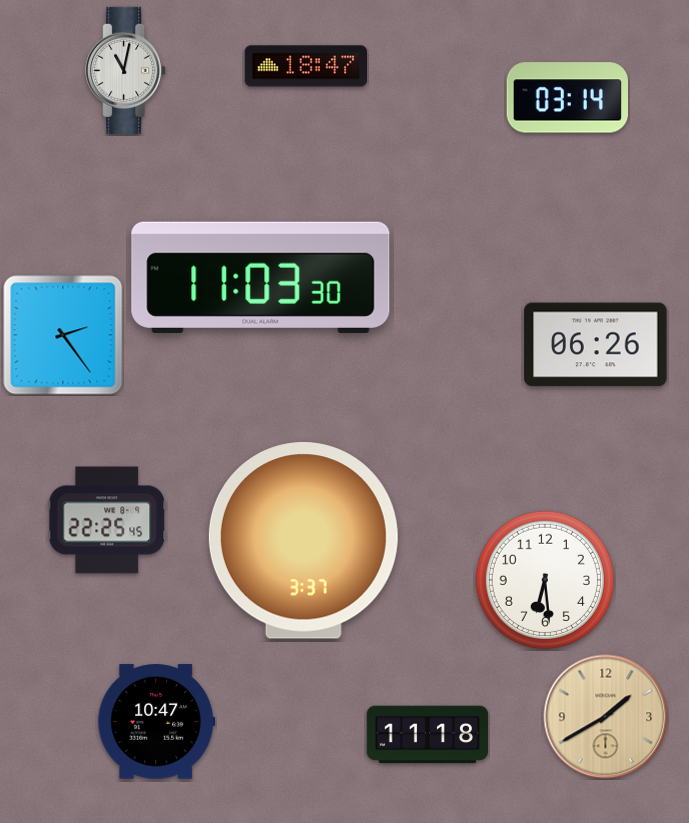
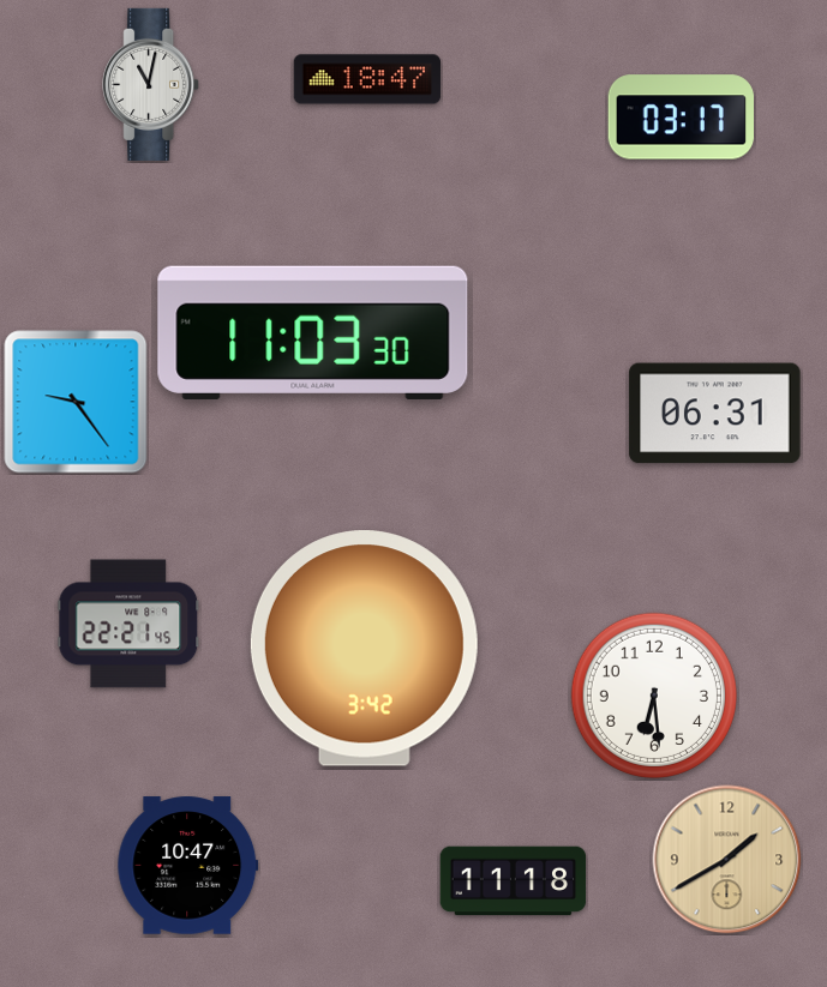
clock at (567, 98): 03:14 -> 03:17
clock at (63, 335): 2:24 -> 9:24
clock at (596, 345): 06:26 -> 06:31
clock at (107, 520): 22:25 -> 22:21
clock at (303, 541): 3:37 -> 3:42
